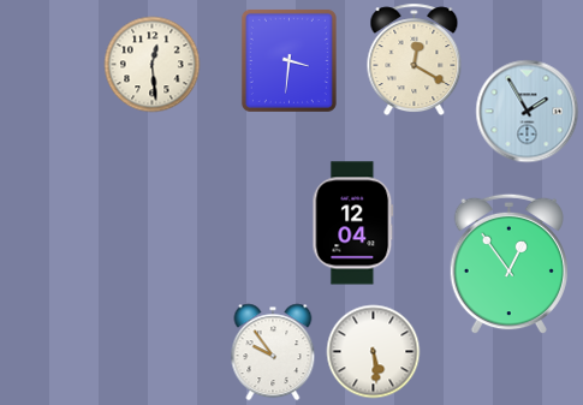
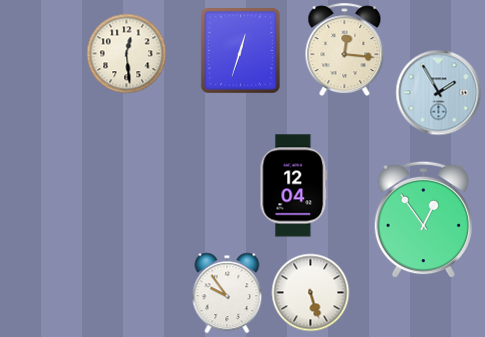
clock at (415, 59): 12:20 -> 12:16
clock at (288, 60): 3:31 -> 12:33
clock at (373, 351): 5:29 -> 5:27
